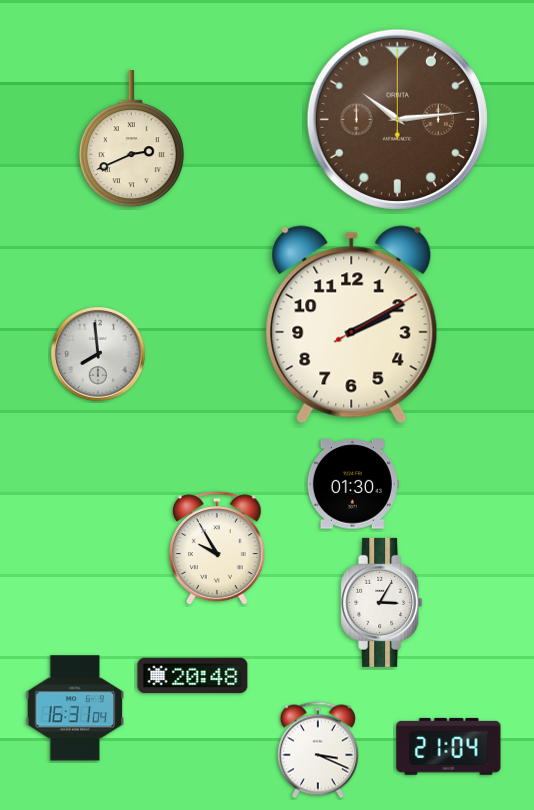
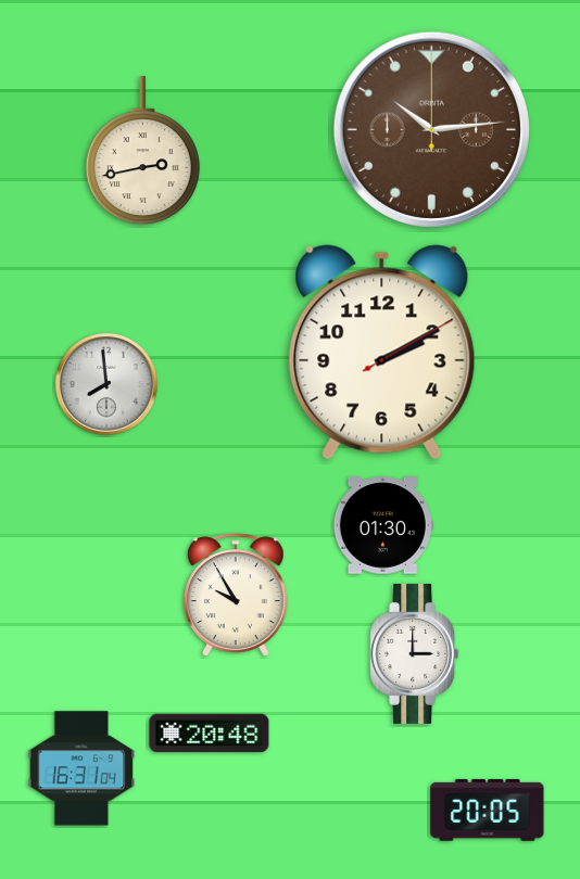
clock at (131, 139): 2:41 -> 2:43
clock at (382, 602): 3:05 -> 3:00
clock at (449, 746): 21:04 -> 20:05
clock at (318, 750): 3:19 -> none
